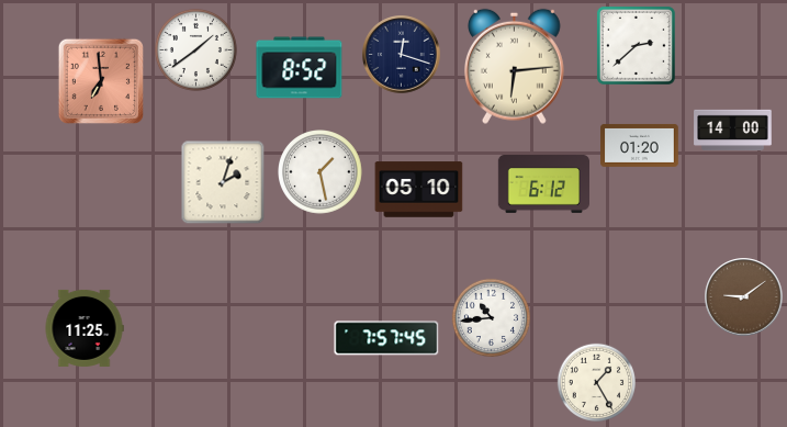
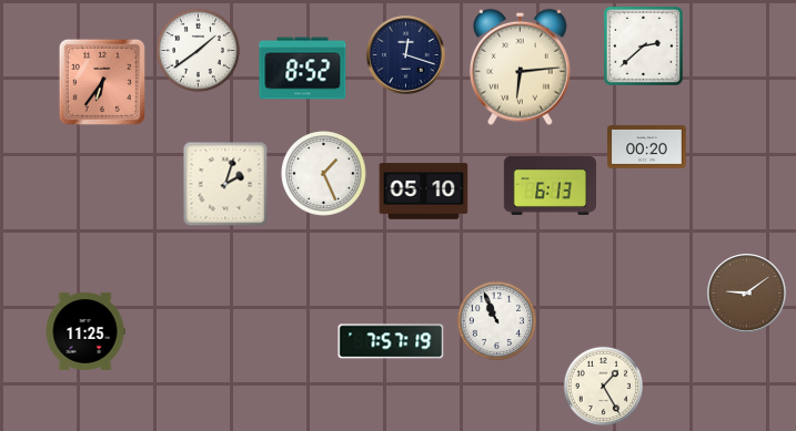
clock at (100, 80): 6:59 -> 6:36
clock at (733, 131): 14:00 -> none
clock at (640, 145): 01:20 -> 00:20
clock at (321, 172): 1:28 -> 1:26
clock at (543, 183): 6:12 -> 6:13
clock at (744, 297) position: (744, 297) -> (747, 294)
clock at (491, 317): 10:44 -> 10:56
clock at (386, 338): 7:57:45 -> 7:57:19
